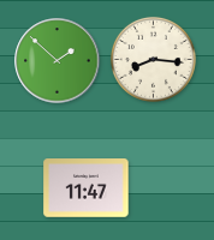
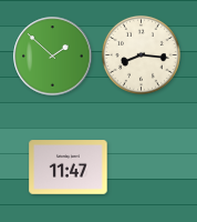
clock at (87, 188) position: (87, 188) -> (69, 168)
